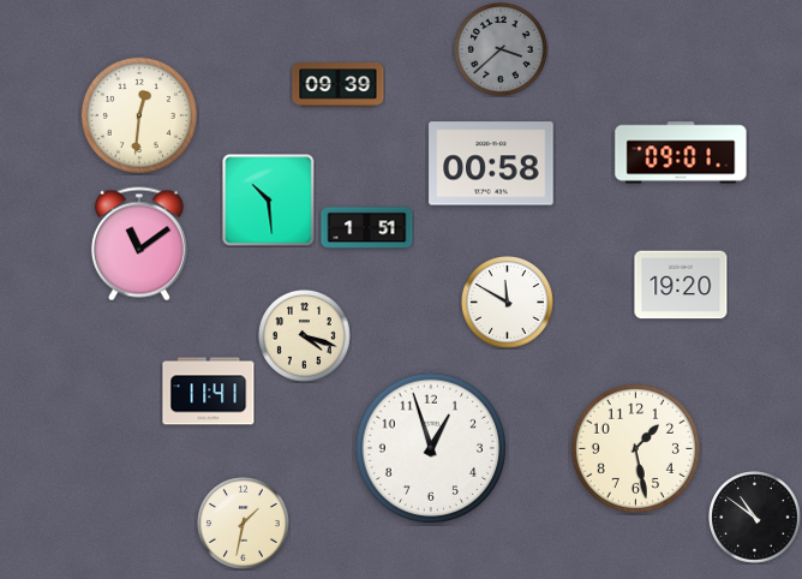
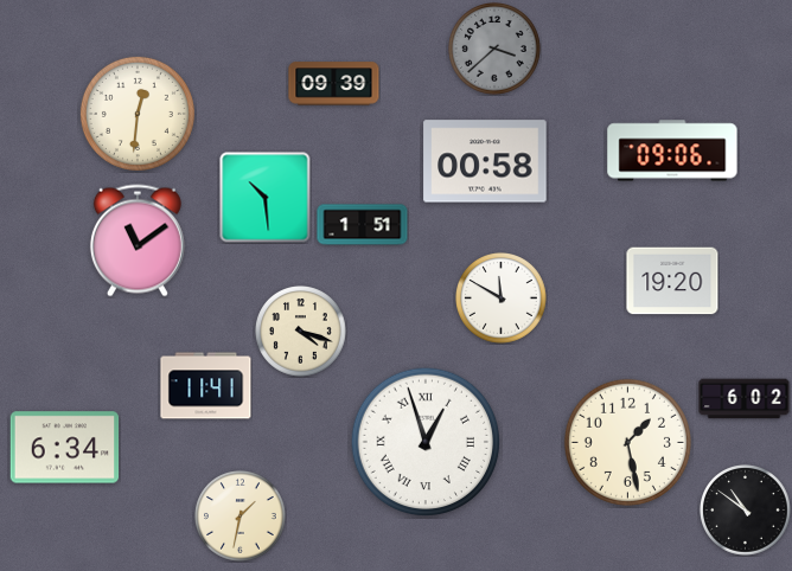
clock at (681, 153): 09:01 -> 09:06
clock at (745, 399): none -> 6:02
clock at (431, 448) numerals: Arabic -> Roman
clock at (65, 448): none -> 6:34
